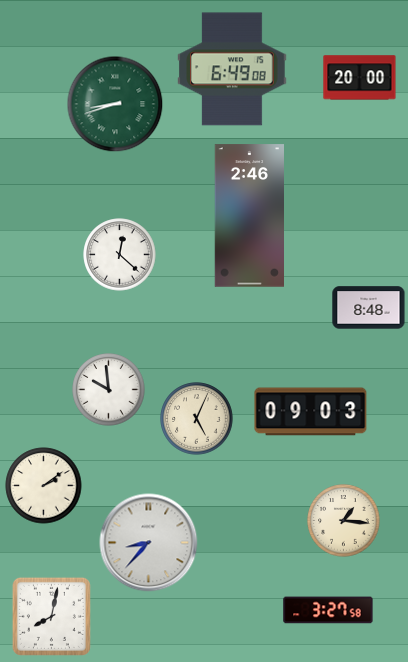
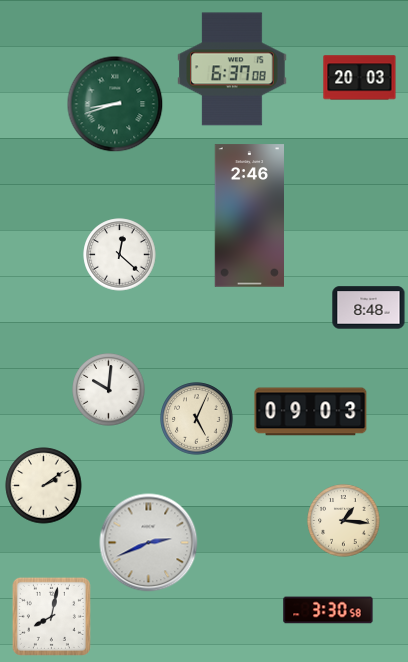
clock at (232, 69): 6:49 -> 6:37
clock at (360, 78): 20:00 -> 20:03
clock at (109, 390): 9:59 -> 10:01
clock at (149, 543): 8:37 -> 2:41
clock at (328, 610): 3:27 -> 3:30
